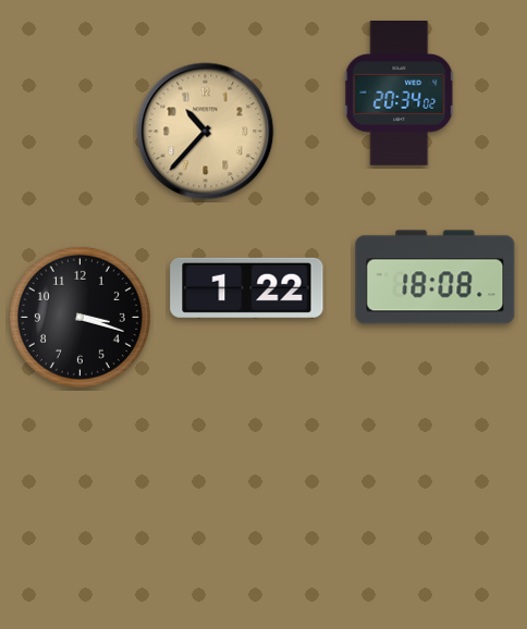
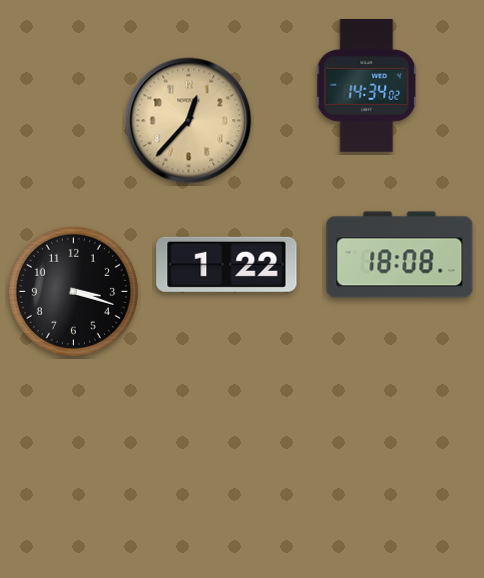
clock at (400, 94): 20:34 -> 14:34
clock at (206, 132): 10:37 -> 12:37
